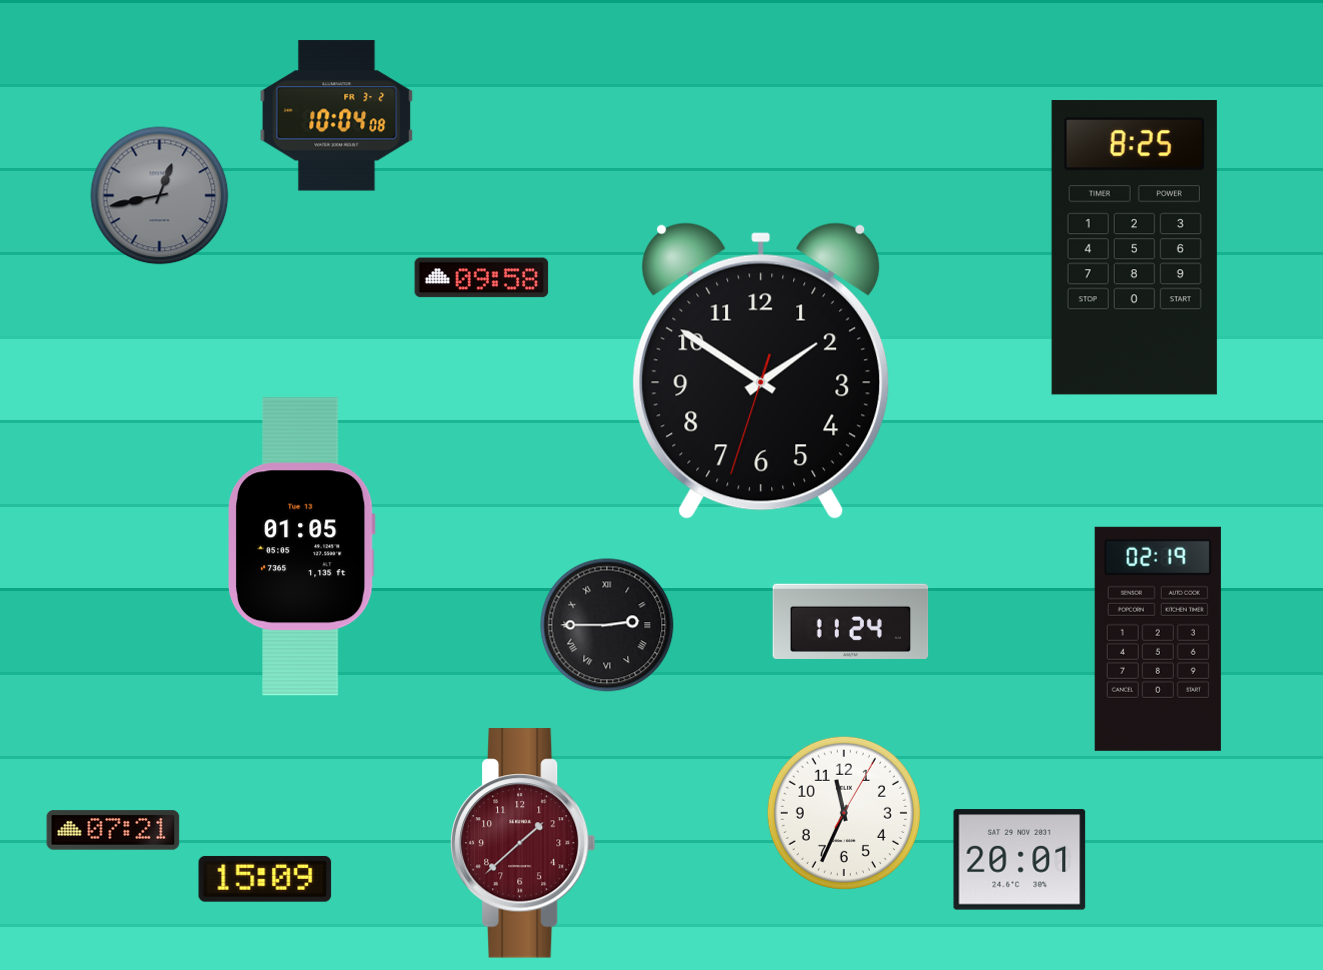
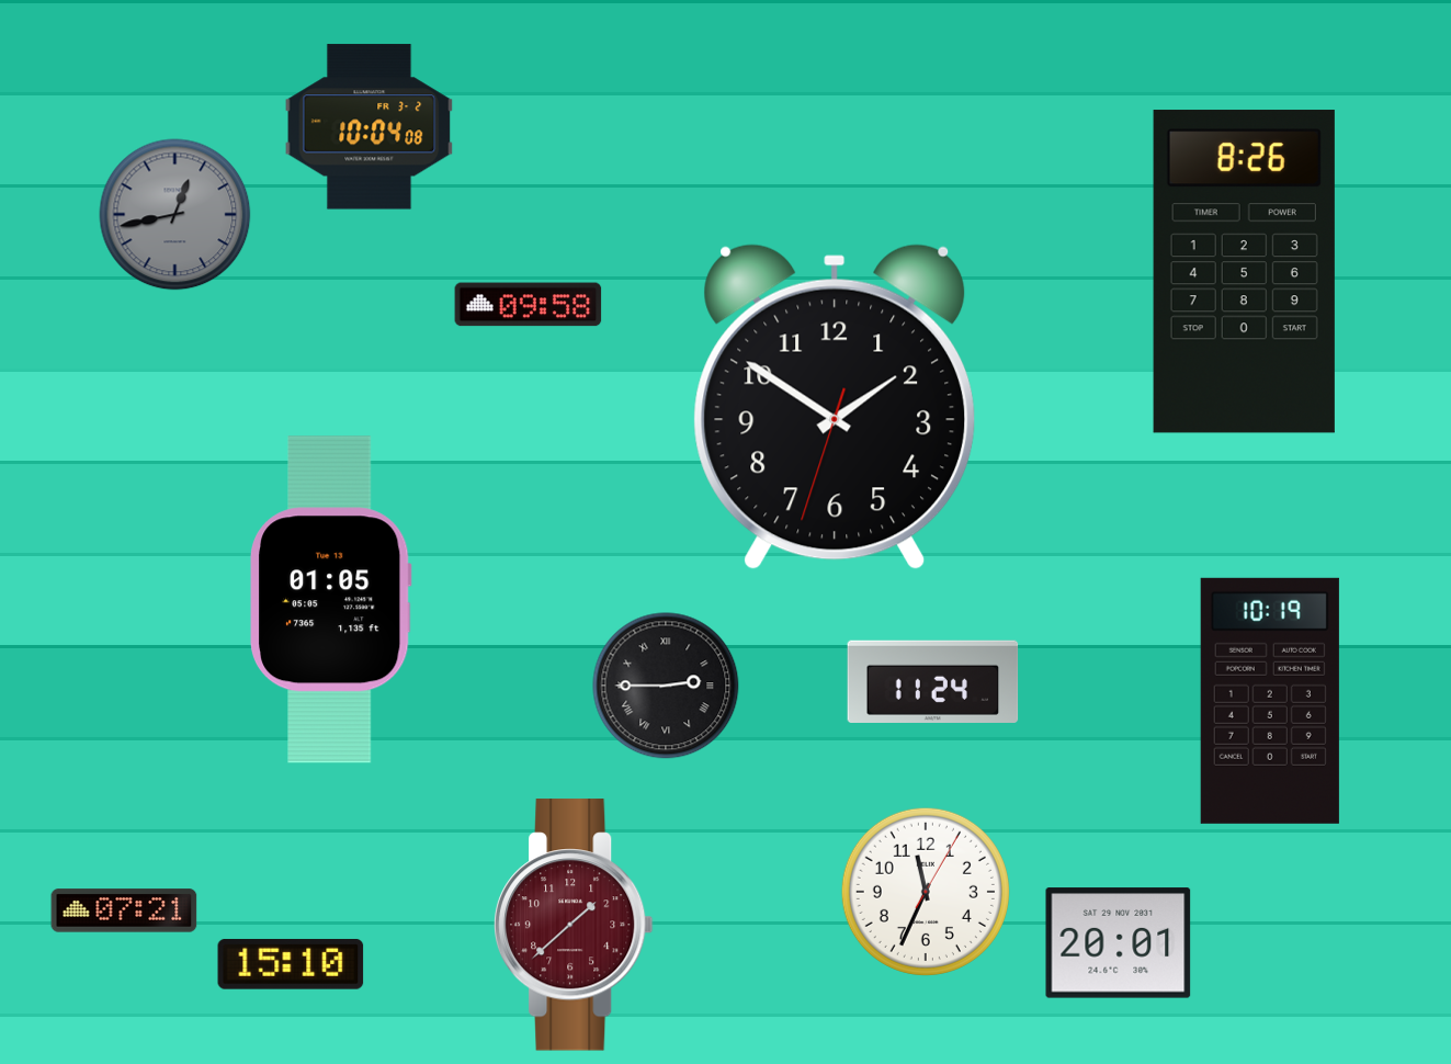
clock at (1134, 248): 8:25 -> 8:26
clock at (1158, 639): 02:19 -> 10:19
clock at (265, 879): 15:09 -> 15:10
